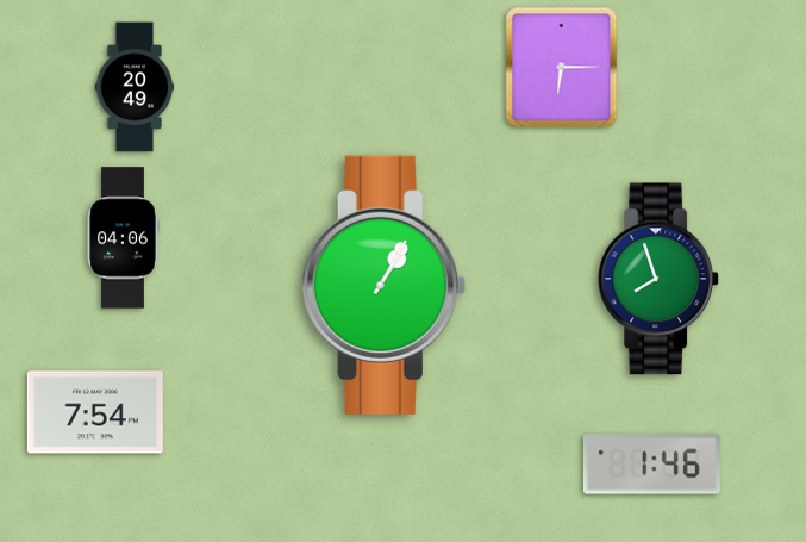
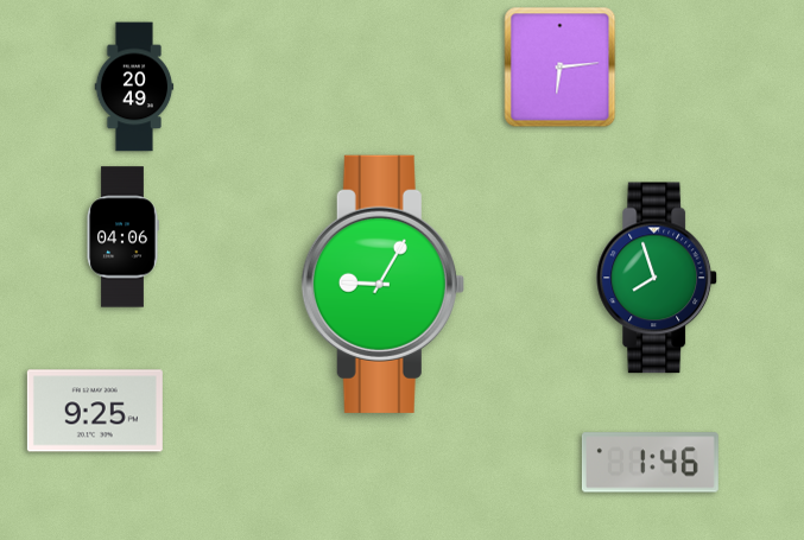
clock at (562, 68): 6:15 -> 6:14
clock at (383, 285): 1:05 -> 9:05
clock at (95, 412): 7:54 -> 9:25
